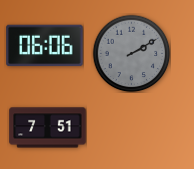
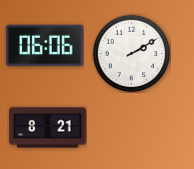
clock at (131, 53) dial: grey -> white
clock at (48, 128): 7:51 -> 8:21
